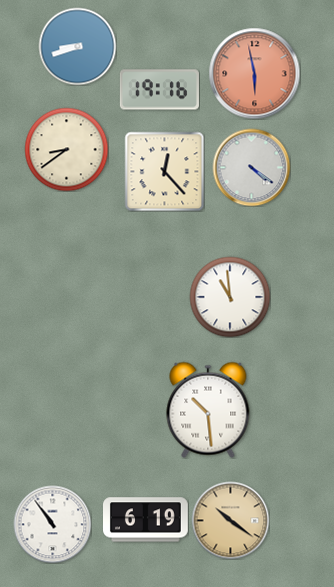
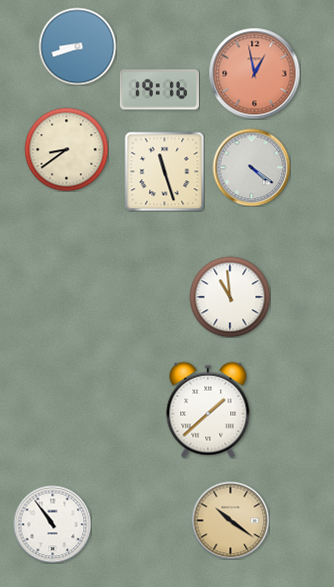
clock at (254, 73): 5:58 -> 12:58
clock at (164, 171): 12:23 -> 11:27
clock at (208, 410): 10:29 -> 1:38
clock at (146, 520): 6:19 -> none
